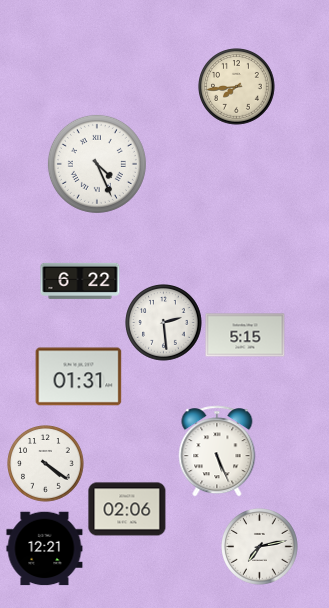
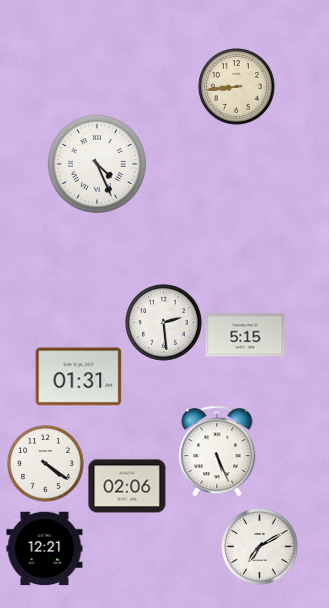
clock at (237, 87): 7:44 -> 8:44
clock at (80, 281): 6:22 -> none
clock at (127, 509) position: (127, 509) -> (127, 486)
clock at (260, 547): 7:13 -> 7:10
